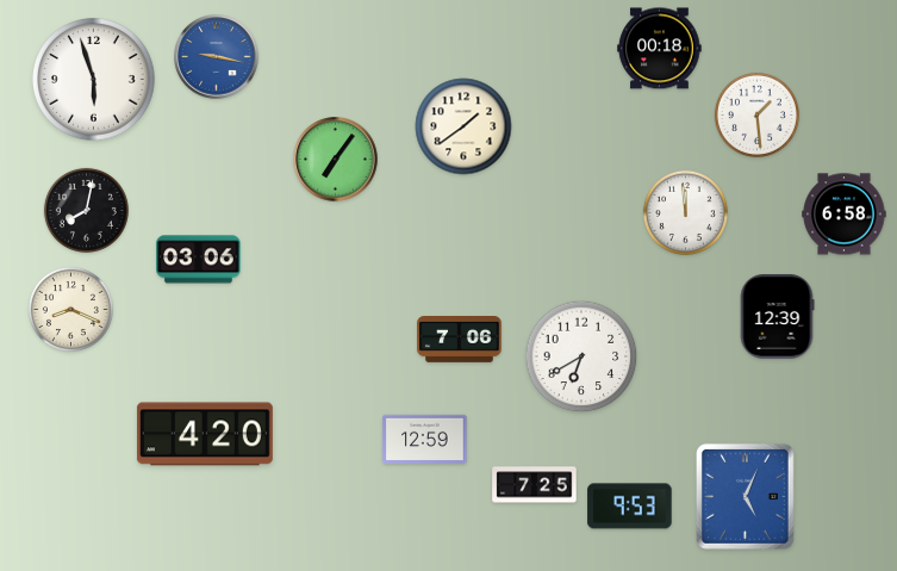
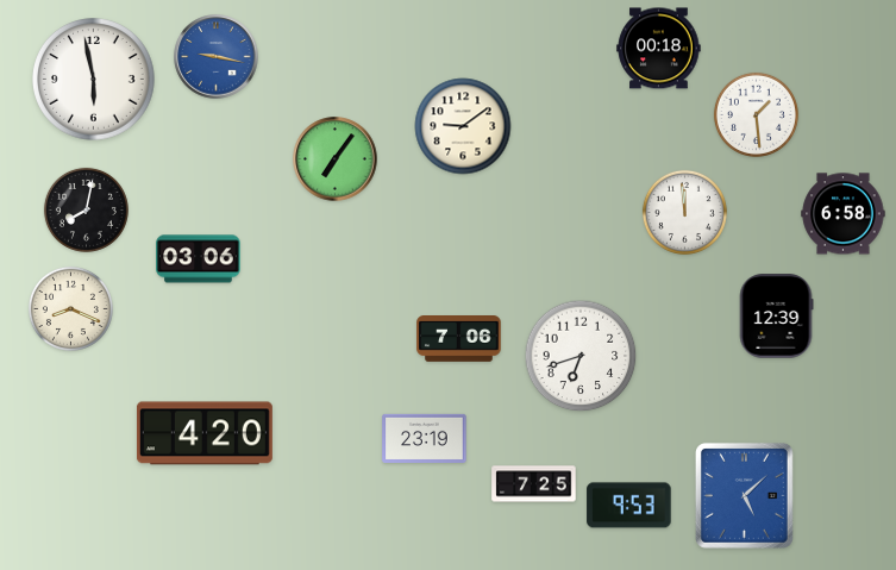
clock at (94, 80): 5:57 -> 5:58
clock at (463, 126): 1:39 -> 9:09
clock at (581, 356): 6:40 -> 6:42
clock at (425, 439): 12:59 -> 23:19
clock at (745, 497): 5:04 -> 5:08
